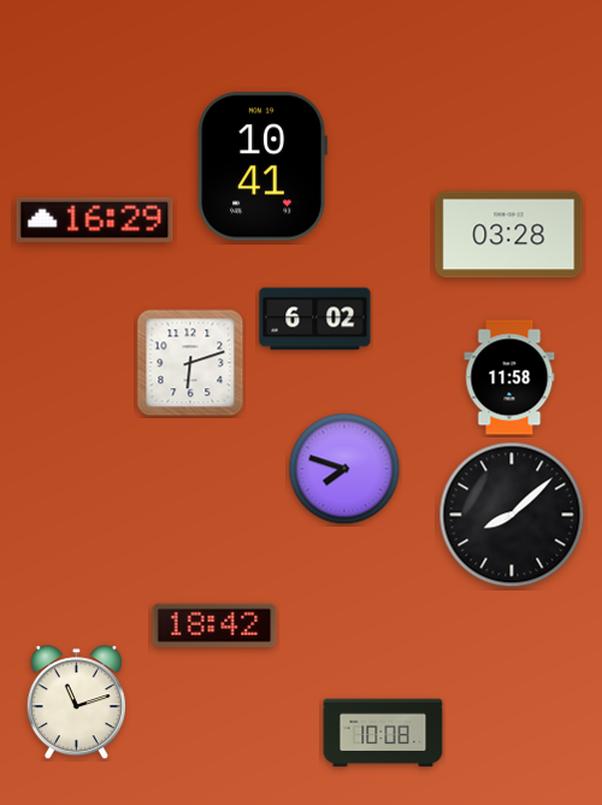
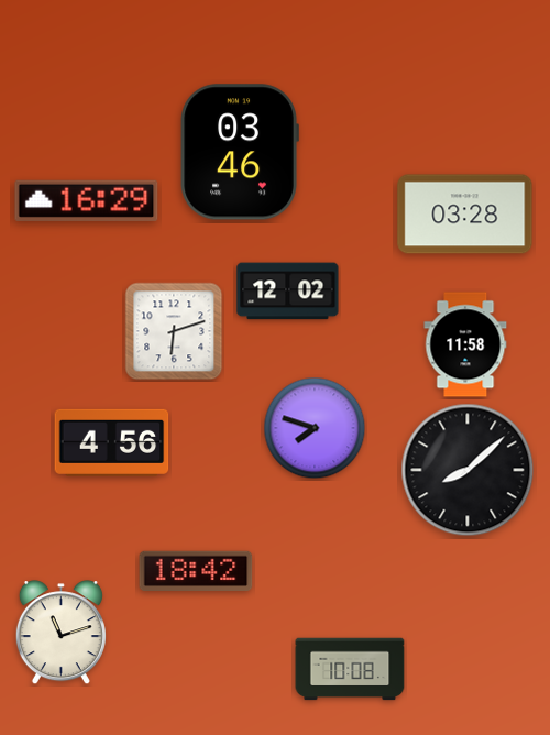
clock at (262, 166): 10:41 -> 03:46
clock at (315, 319): 6:02 -> 12:02
clock at (112, 442): none -> 4:56
clock at (76, 703) position: (76, 703) -> (61, 633)
